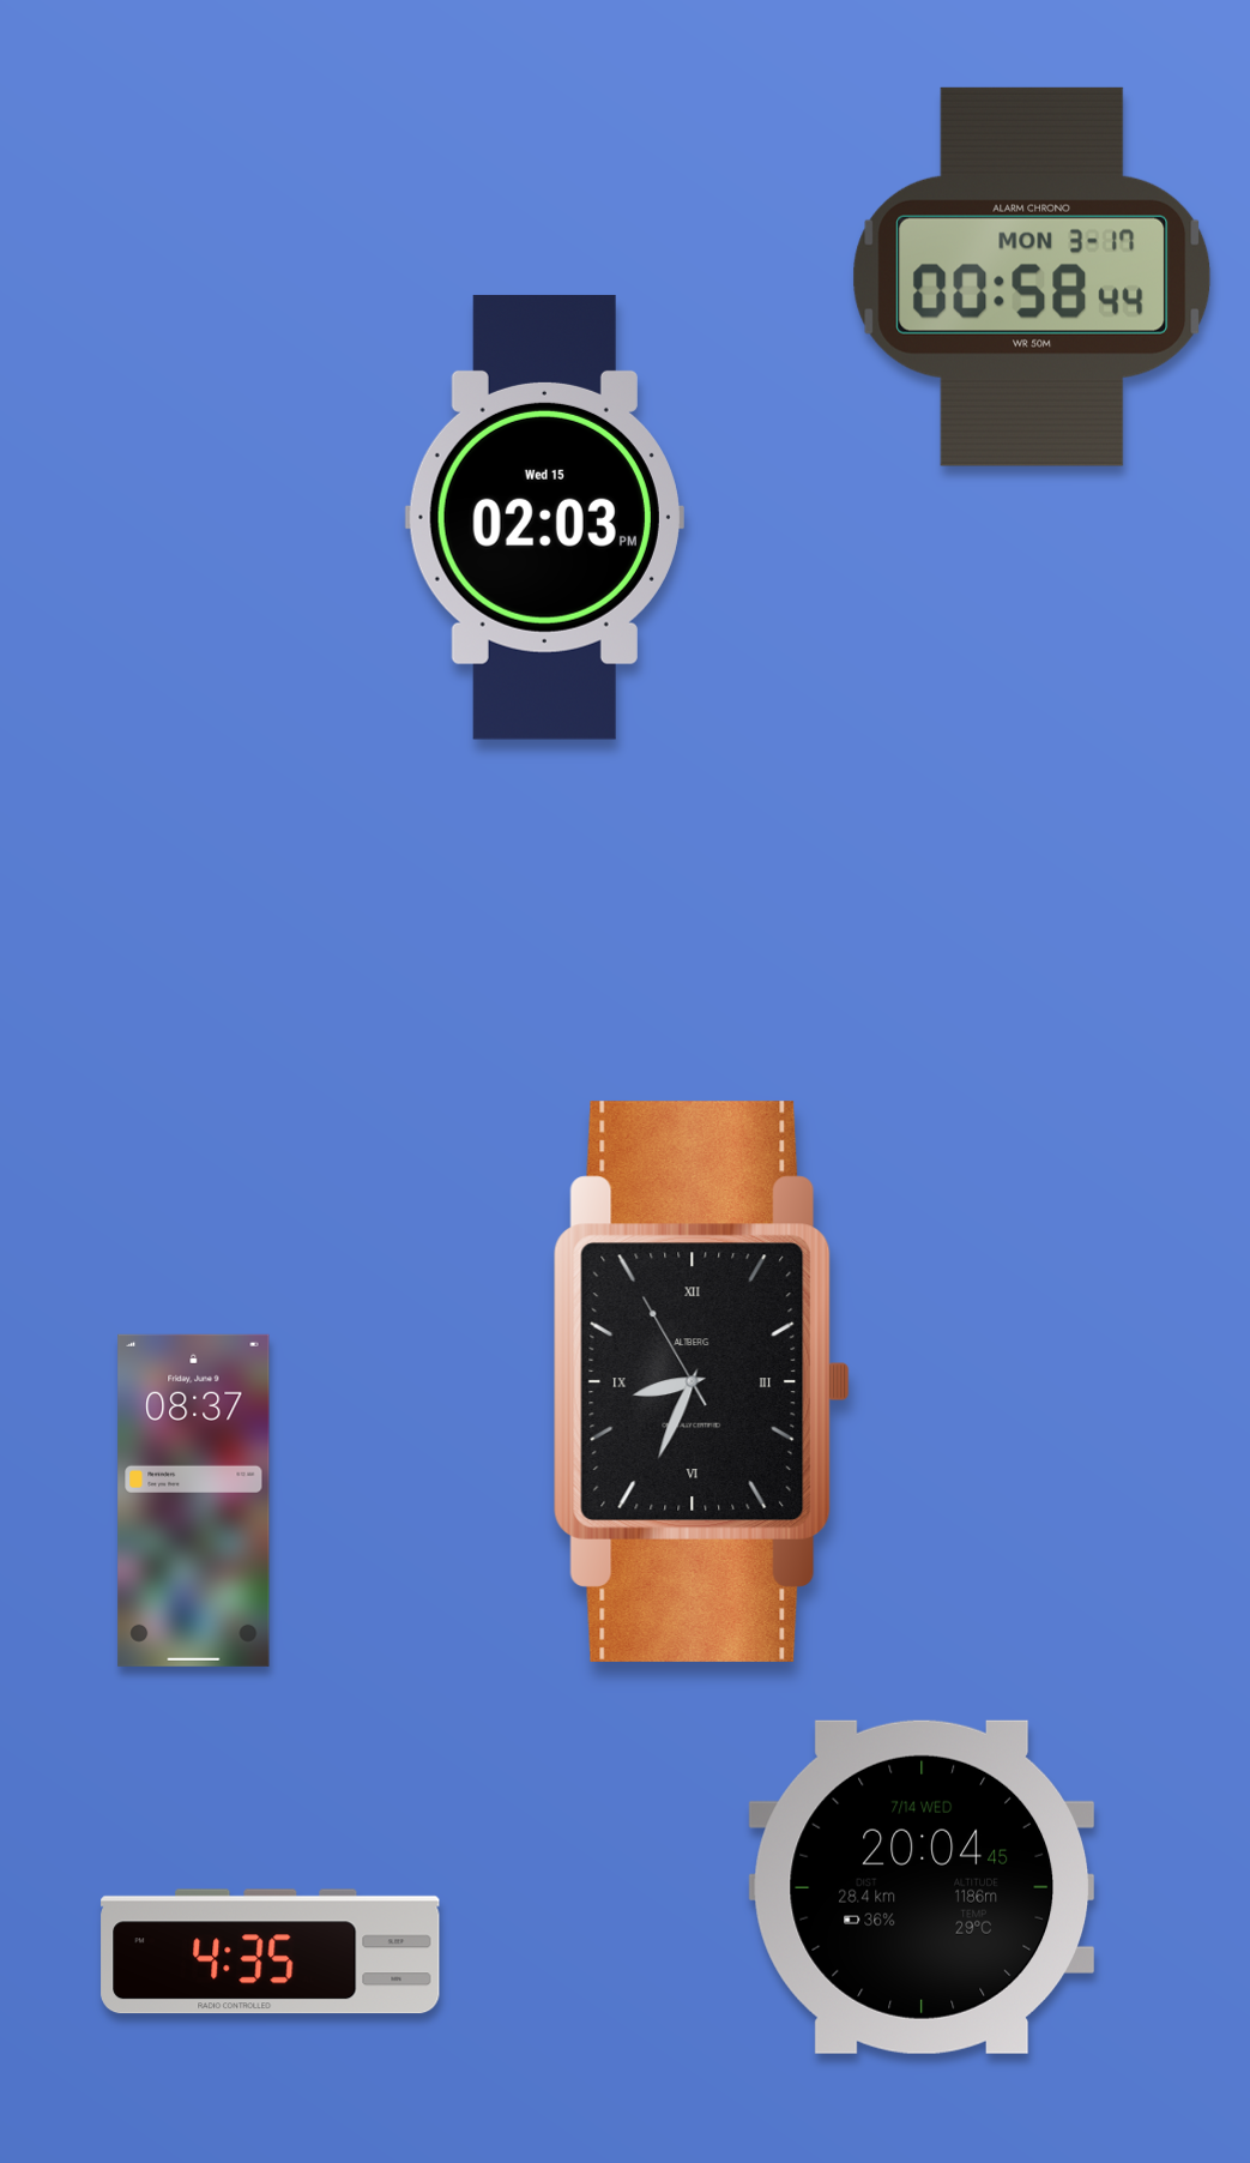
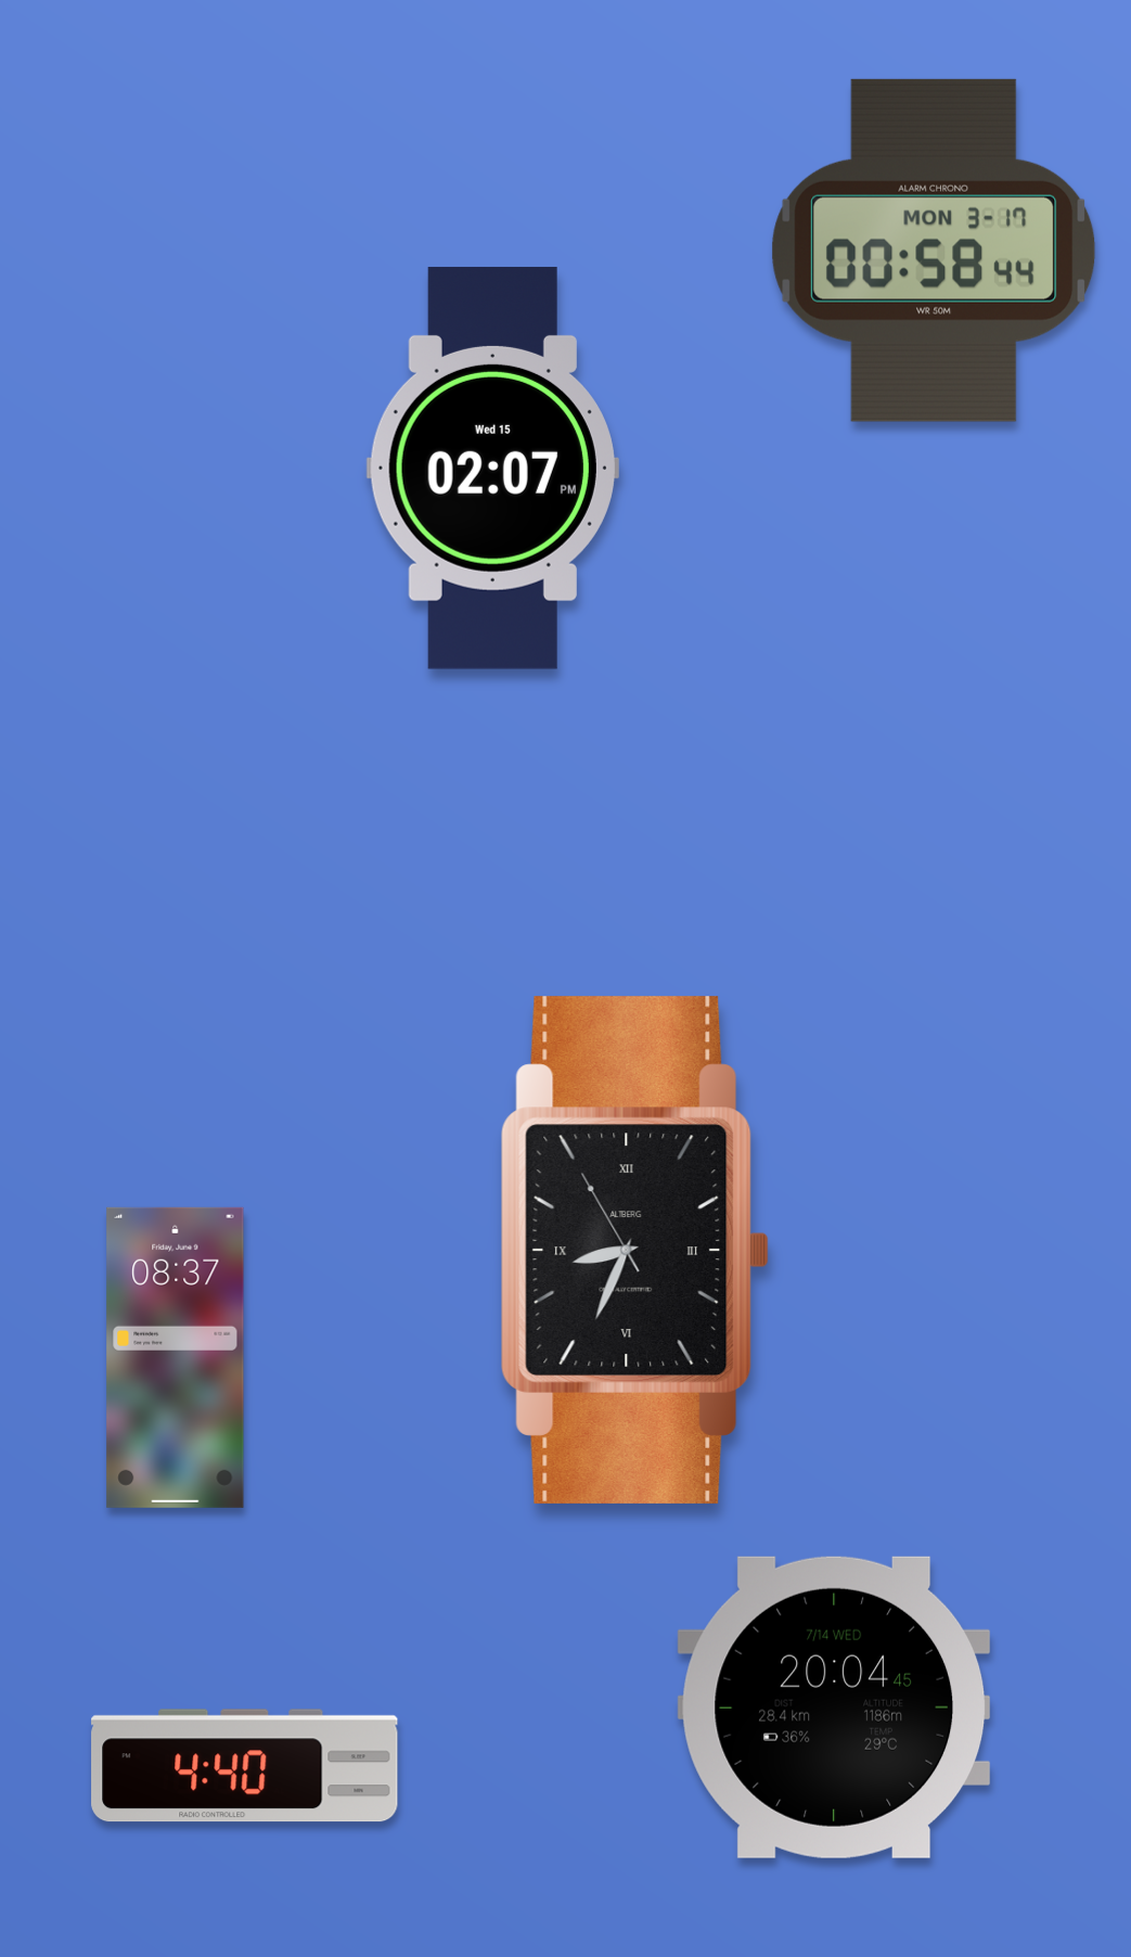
clock at (544, 517): 02:03 -> 02:07
clock at (271, 1952): 4:35 -> 4:40
